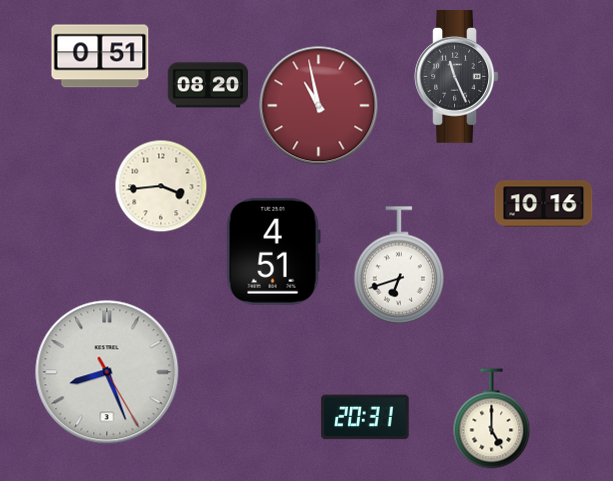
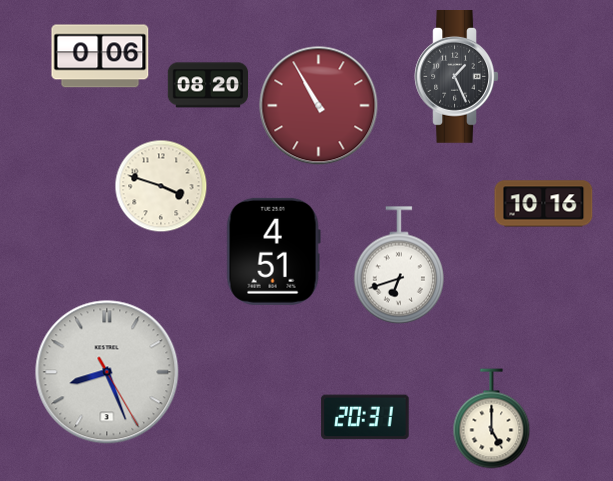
clock at (100, 56): 0:51 -> 0:06
clock at (457, 77): 11:26 -> 1:26
clock at (319, 106): 10:58 -> 10:55
clock at (161, 186): 3:44 -> 3:48
